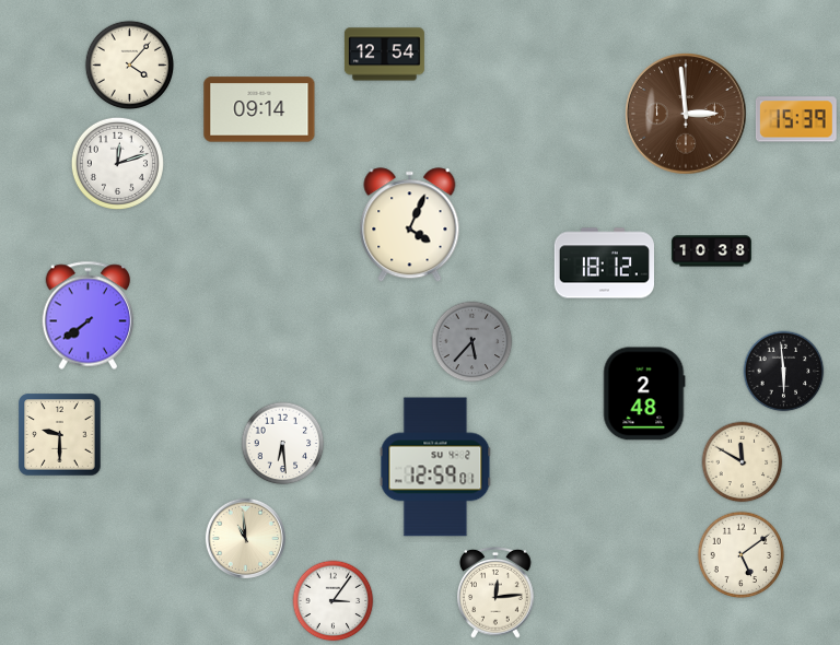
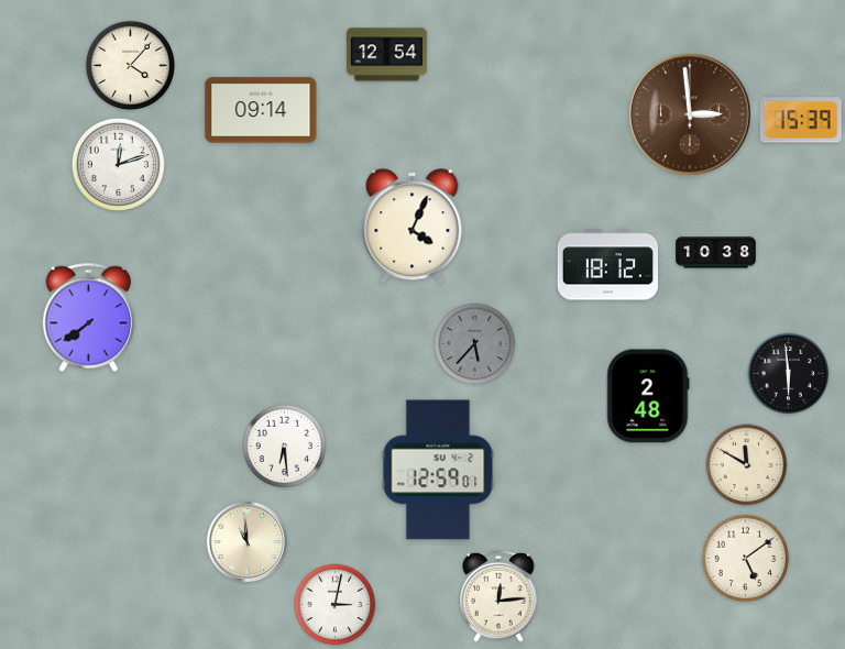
clock at (60, 435): 9:30 -> none
clock at (334, 601): 3:06 -> 3:02
